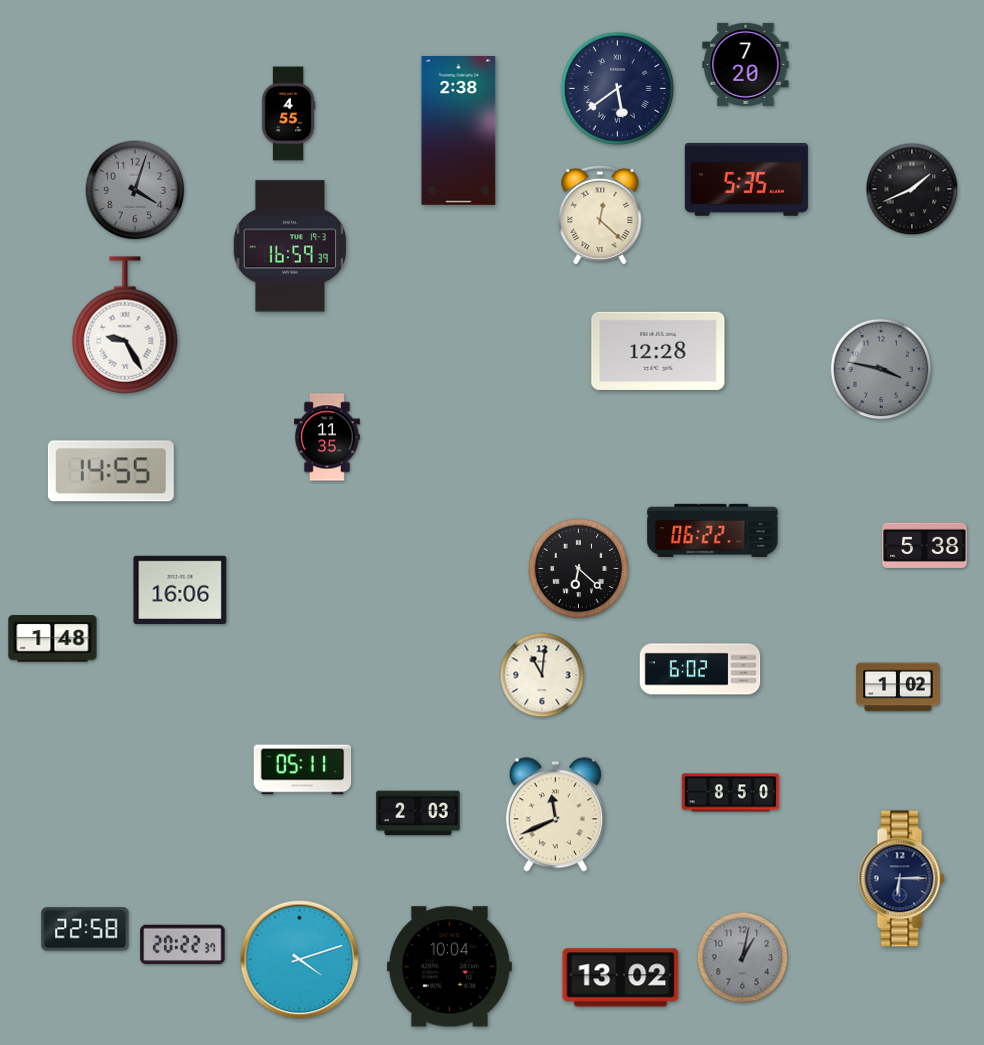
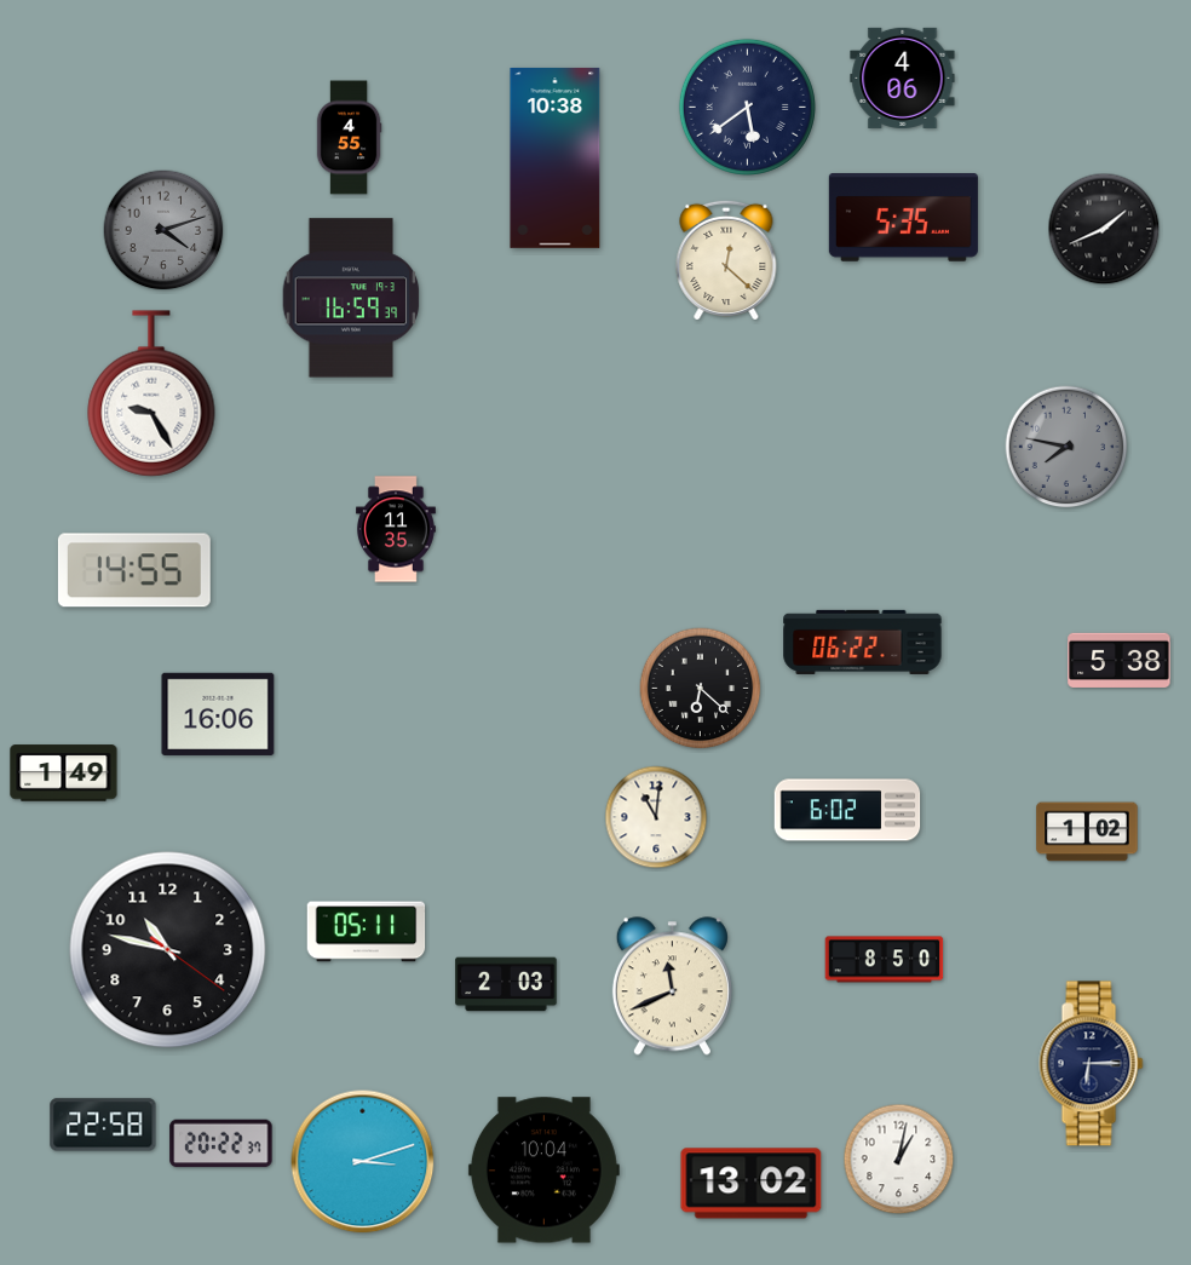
clock at (746, 64): 7:20 -> 4:06
clock at (459, 130): 2:38 -> 10:38
clock at (135, 190): 4:03 -> 4:12
clock at (658, 351): 12:28 -> none
clock at (881, 369): 3:47 -> 7:47
clock at (53, 639): 1:48 -> 1:49
clock at (168, 950): none -> 10:47
clock at (743, 958) dial: grey -> white
clock at (300, 960): 4:12 -> 3:12
